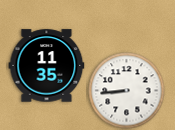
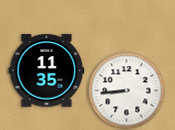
clock at (47, 66) position: (47, 66) -> (47, 71)
